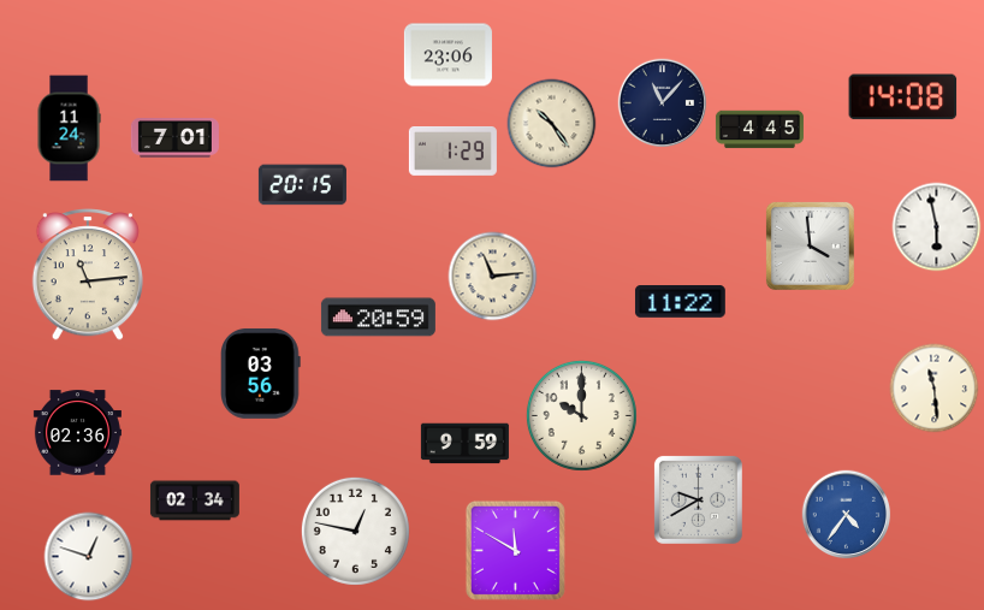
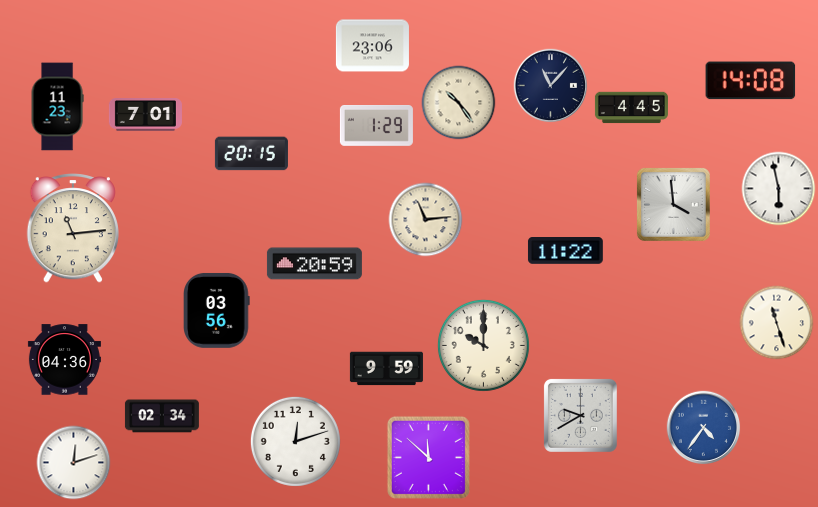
clock at (69, 129): 11:24 -> 11:23
clock at (493, 277) position: (493, 277) -> (426, 220)
clock at (935, 389): 11:29 -> 11:27
clock at (77, 433): 02:36 -> 04:36
clock at (355, 531): 12:47 -> 12:12
clock at (515, 550): 11:50 -> 11:52
clock at (89, 557): 12:48 -> 12:12
